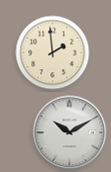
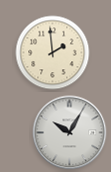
clock at (70, 133): 10:10 -> 10:05
